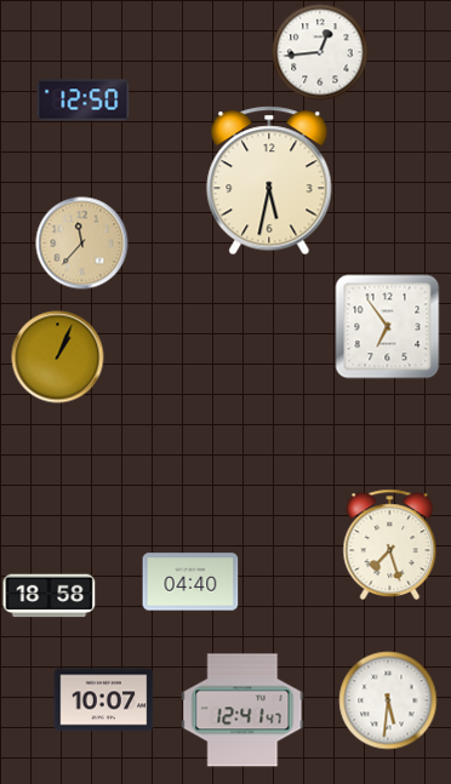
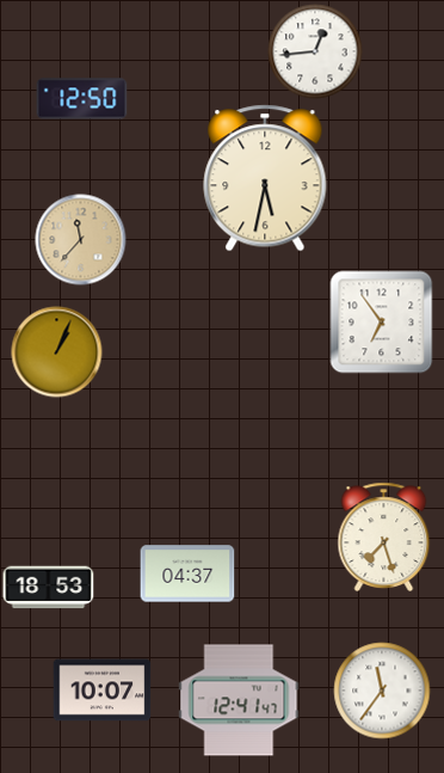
clock at (190, 582): 04:40 -> 04:37
clock at (50, 596): 18:58 -> 18:53
clock at (388, 700): 5:31 -> 11:36
